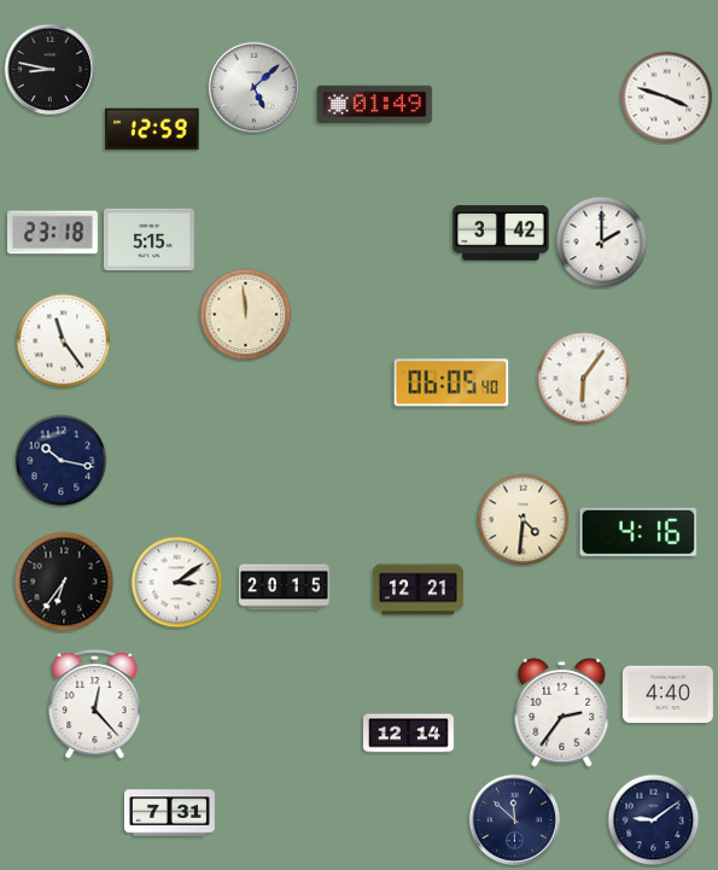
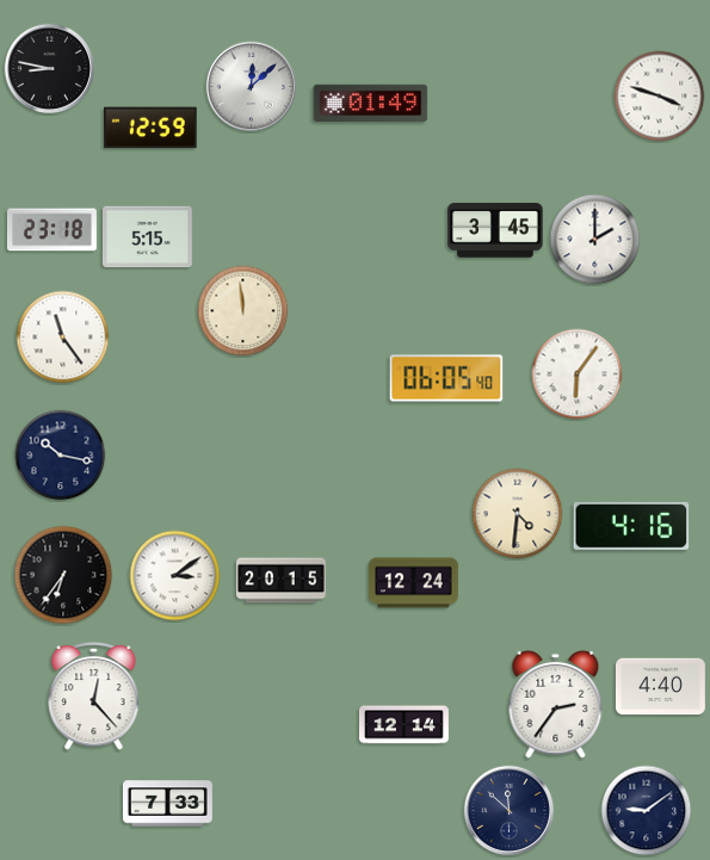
clock at (255, 88): 5:08 -> 12:08
clock at (501, 233): 3:42 -> 3:45
clock at (418, 590): 12:21 -> 12:24
clock at (169, 813): 7:31 -> 7:33
